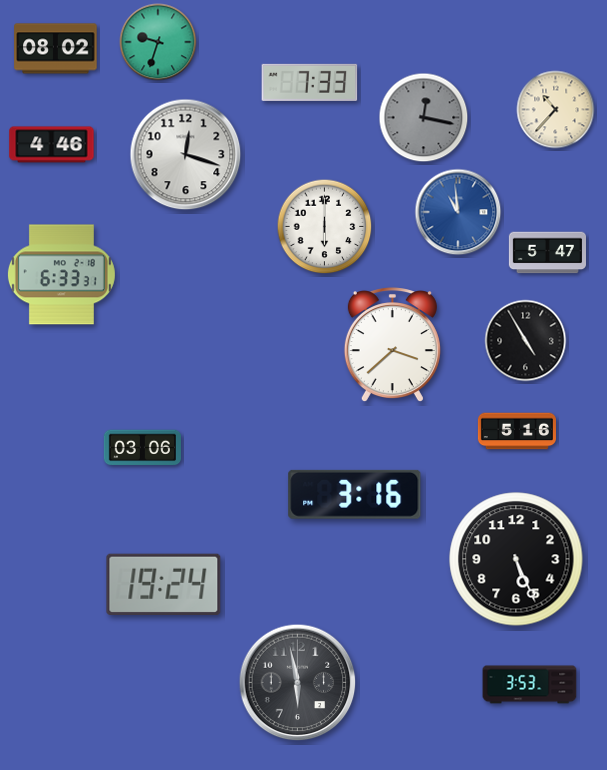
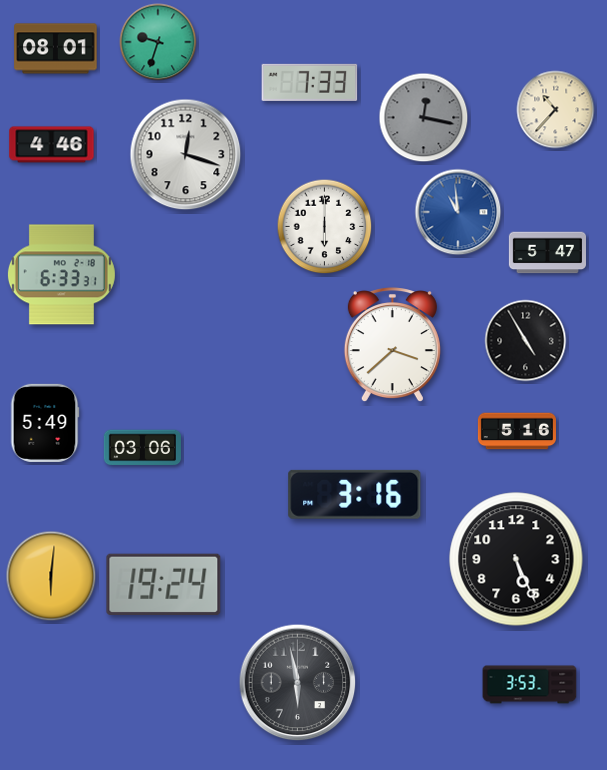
clock at (56, 49): 08:02 -> 08:01
clock at (45, 423): none -> 5:49
clock at (51, 576): none -> 6:01
